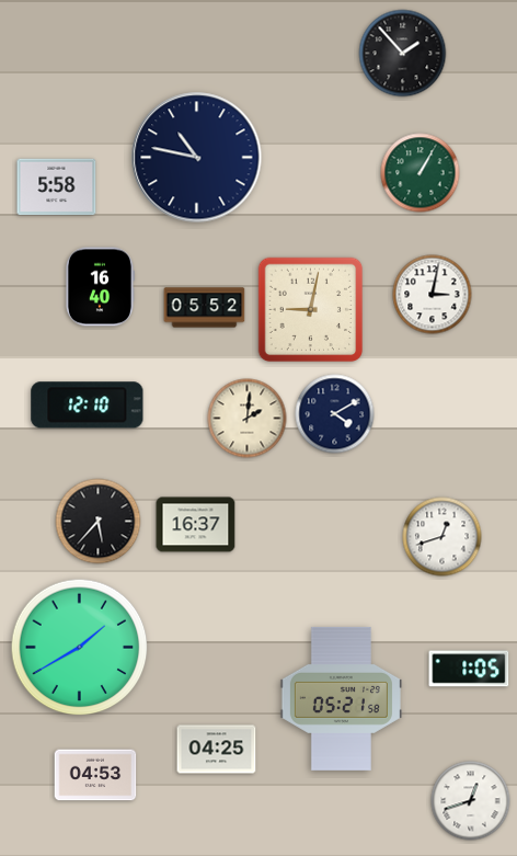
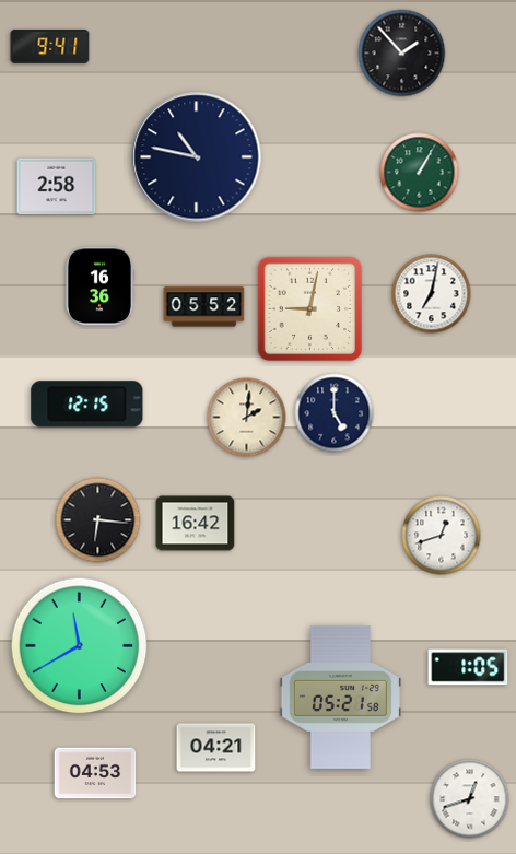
clock at (50, 46): none -> 9:41
clock at (57, 187): 5:58 -> 2:58
clock at (100, 287): 16:40 -> 16:36
clock at (433, 295): 3:02 -> 7:02
clock at (88, 406): 12:10 -> 12:15
clock at (335, 414): 4:10 -> 5:00
clock at (99, 522): 5:37 -> 6:16
clock at (196, 525): 16:37 -> 16:42
clock at (80, 648): 1:40 -> 11:40
clock at (217, 750): 04:25 -> 04:21
